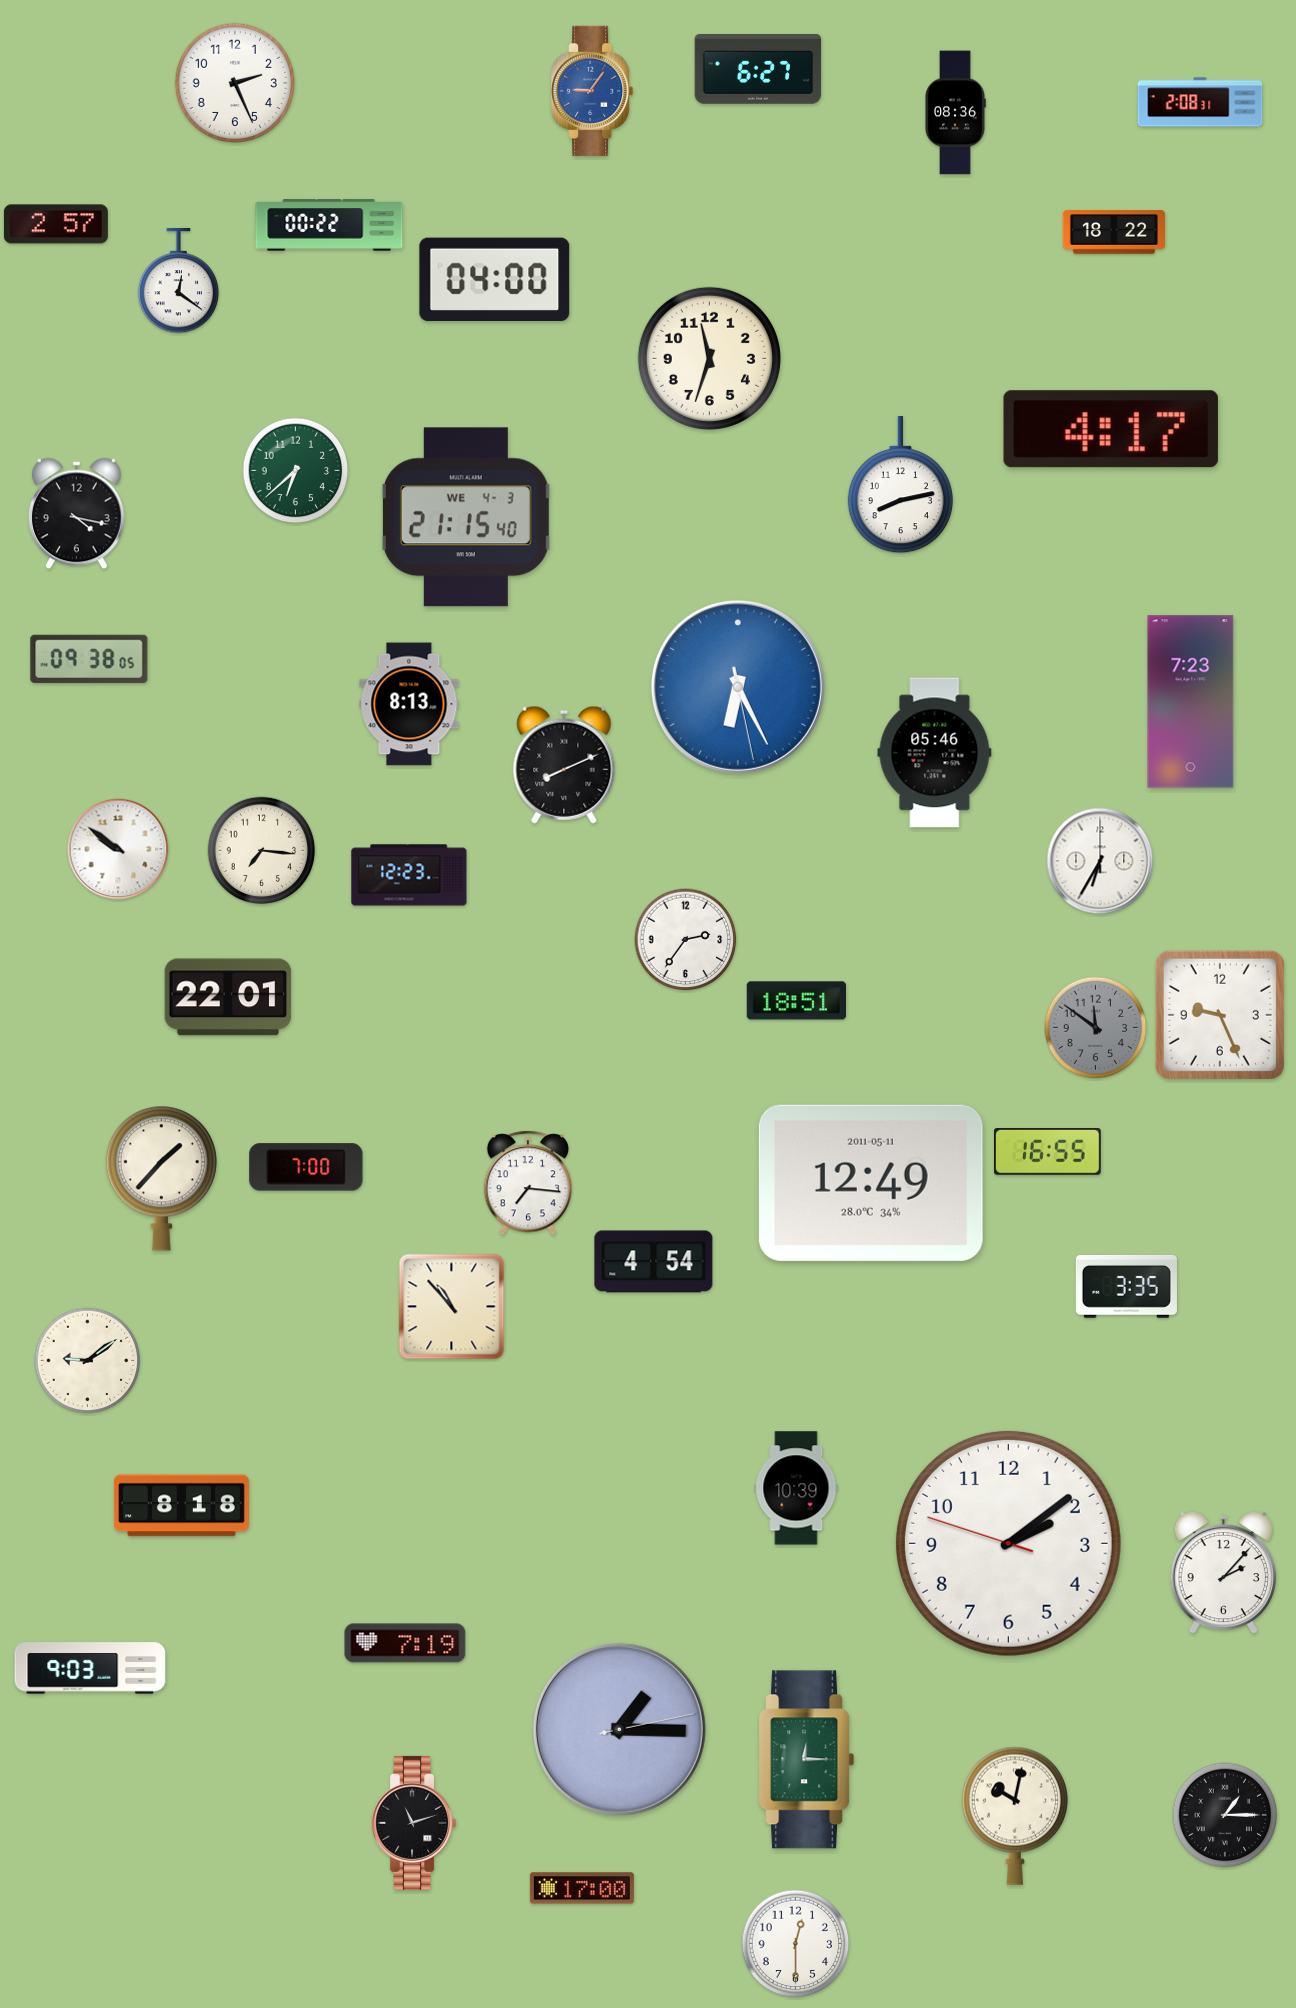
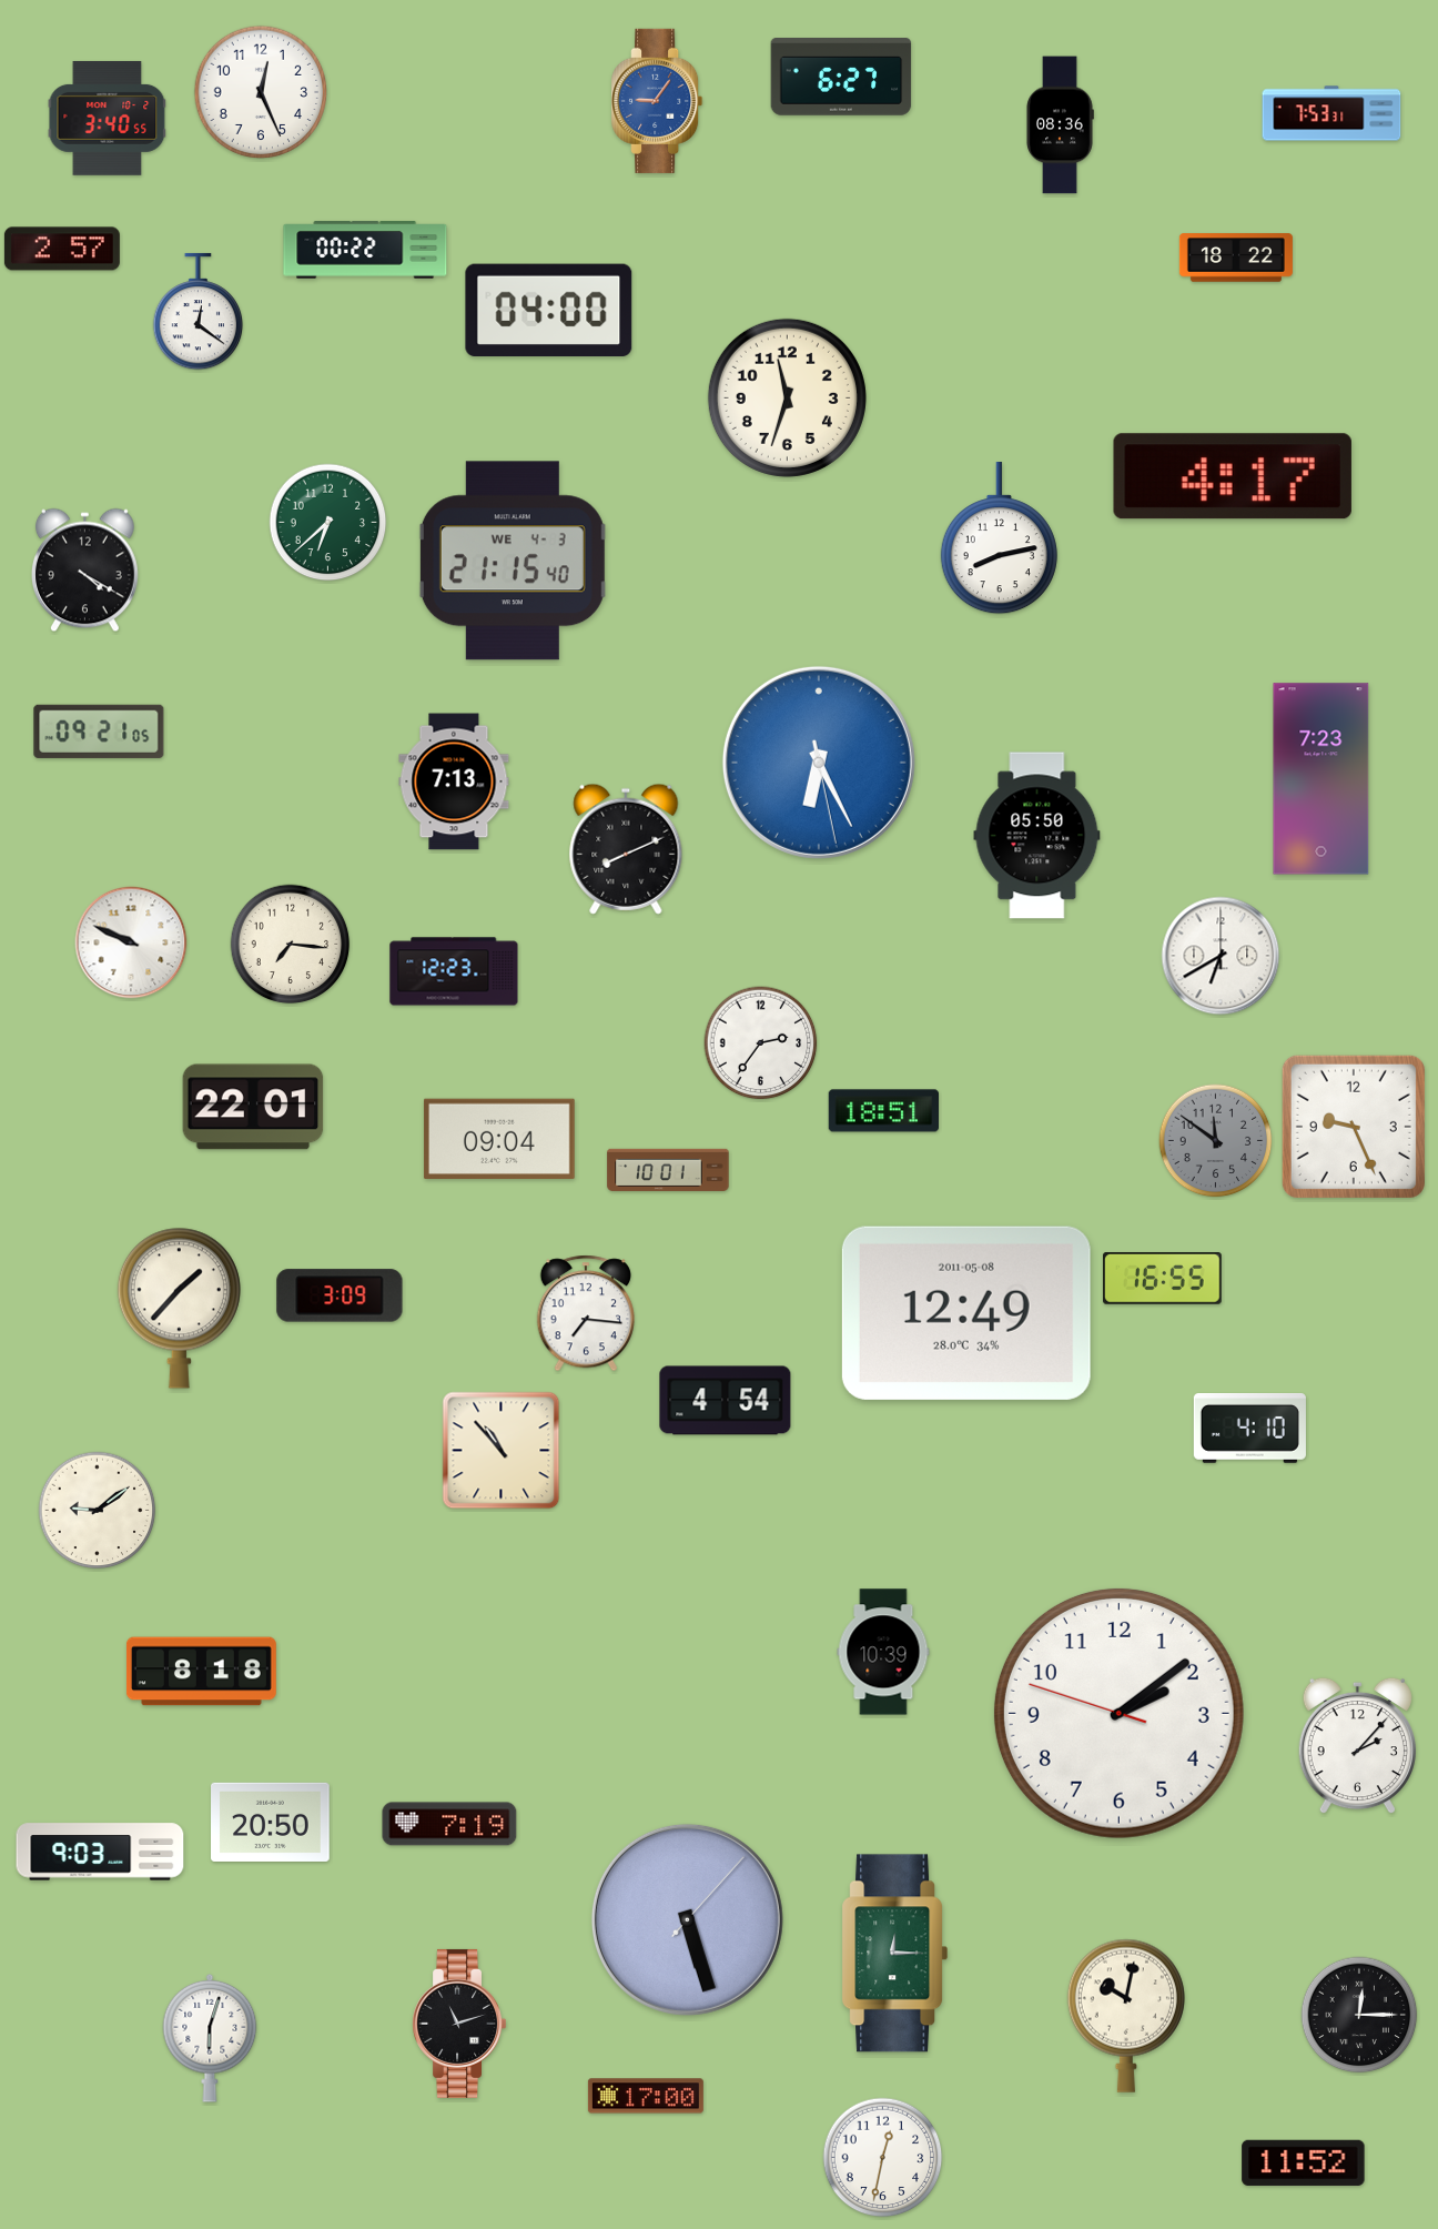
clock at (235, 83): 2:26 -> 12:26
clock at (1200, 102): 2:08 -> 7:53
clock at (108, 118): none -> 3:40
clock at (76, 514): 4:17 -> 4:20
clock at (466, 517) position: (466, 517) -> (513, 561)
clock at (89, 659): 09:38 -> 09:21
clock at (409, 704): 8:13 -> 7:13
clock at (935, 753): 05:46 -> 05:50
clock at (118, 849): 9:51 -> 9:49
clock at (1100, 861): 6:35 -> 6:40
clock at (499, 1139): none -> 09:04
clock at (668, 1170): none -> 10:01
clock at (306, 1167): 7:00 -> 3:09
clock at (871, 1183) date: 2011-05-11 -> 2011-05-08
clock at (1126, 1287): 3:35 -> 4:10
clock at (271, 1822): none -> 20:50
clock at (619, 1729): 1:15 -> 5:27
clock at (1225, 1815): 1:15 -> 12:15
clock at (210, 2038): none -> 6:03
clock at (796, 1944): 12:30 -> 12:32
clock at (1304, 2162): none -> 11:52
